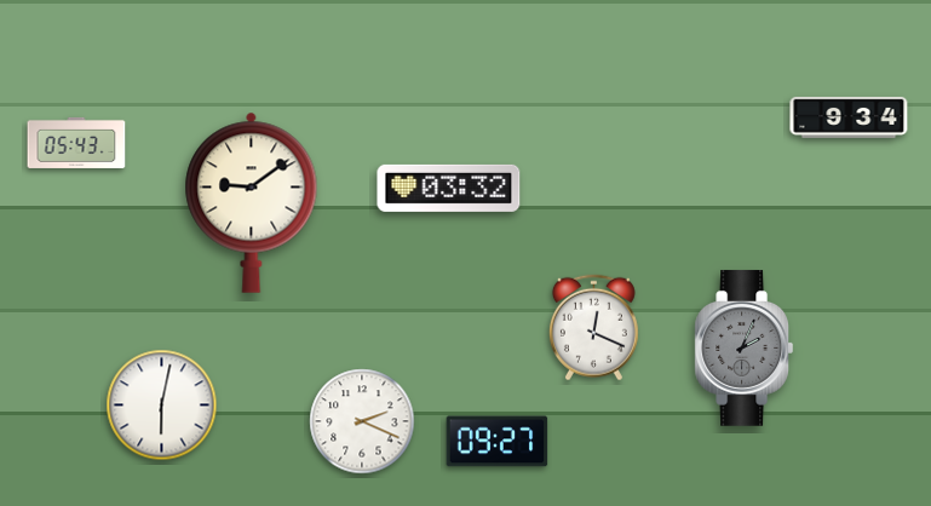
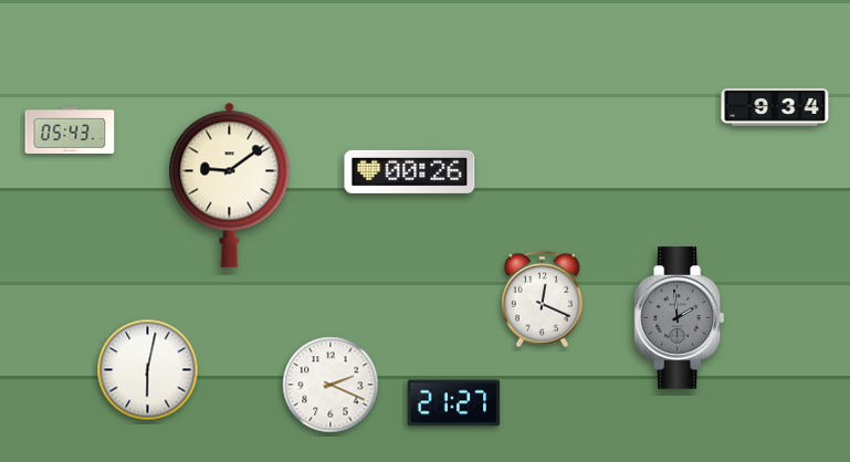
clock at (449, 188): 03:32 -> 00:26
clock at (743, 349): 2:04 -> 1:59
clock at (498, 442): 09:27 -> 21:27
